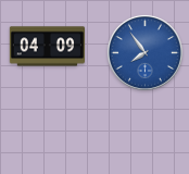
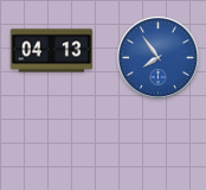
clock at (47, 47): 04:09 -> 04:13
